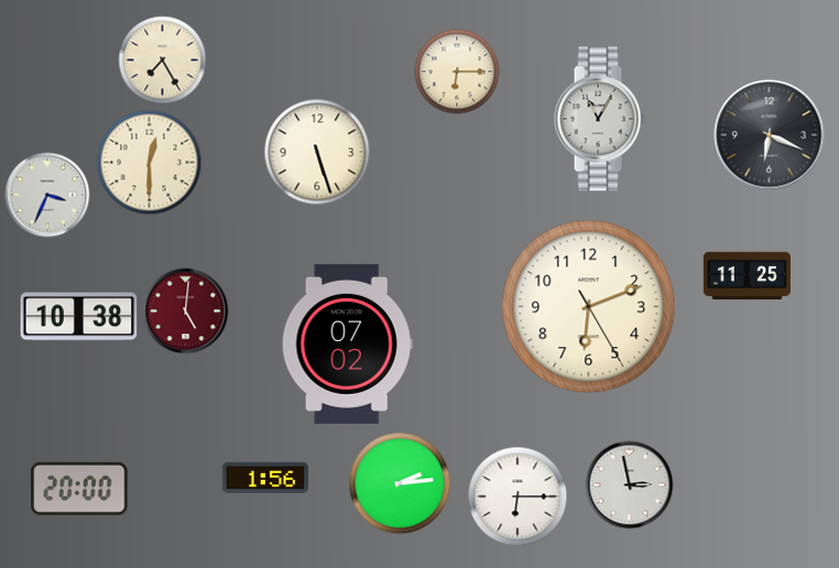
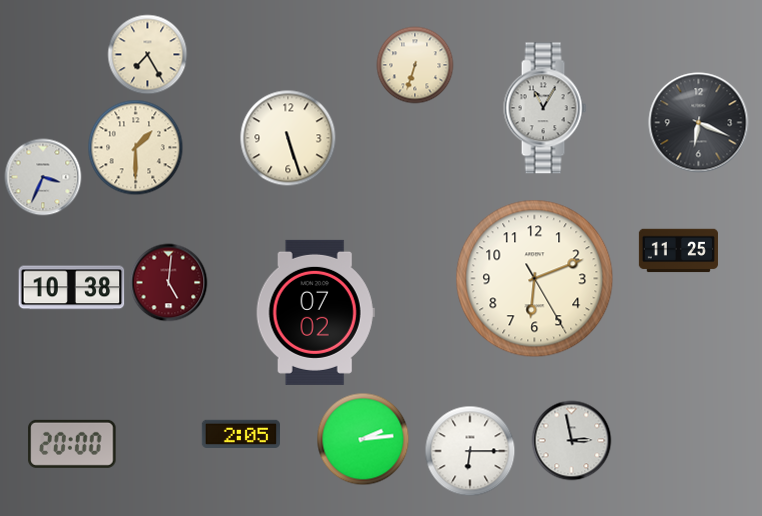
clock at (457, 72): 6:15 -> 6:33
clock at (150, 163): 12:30 -> 1:30
clock at (265, 477): 1:56 -> 2:05
